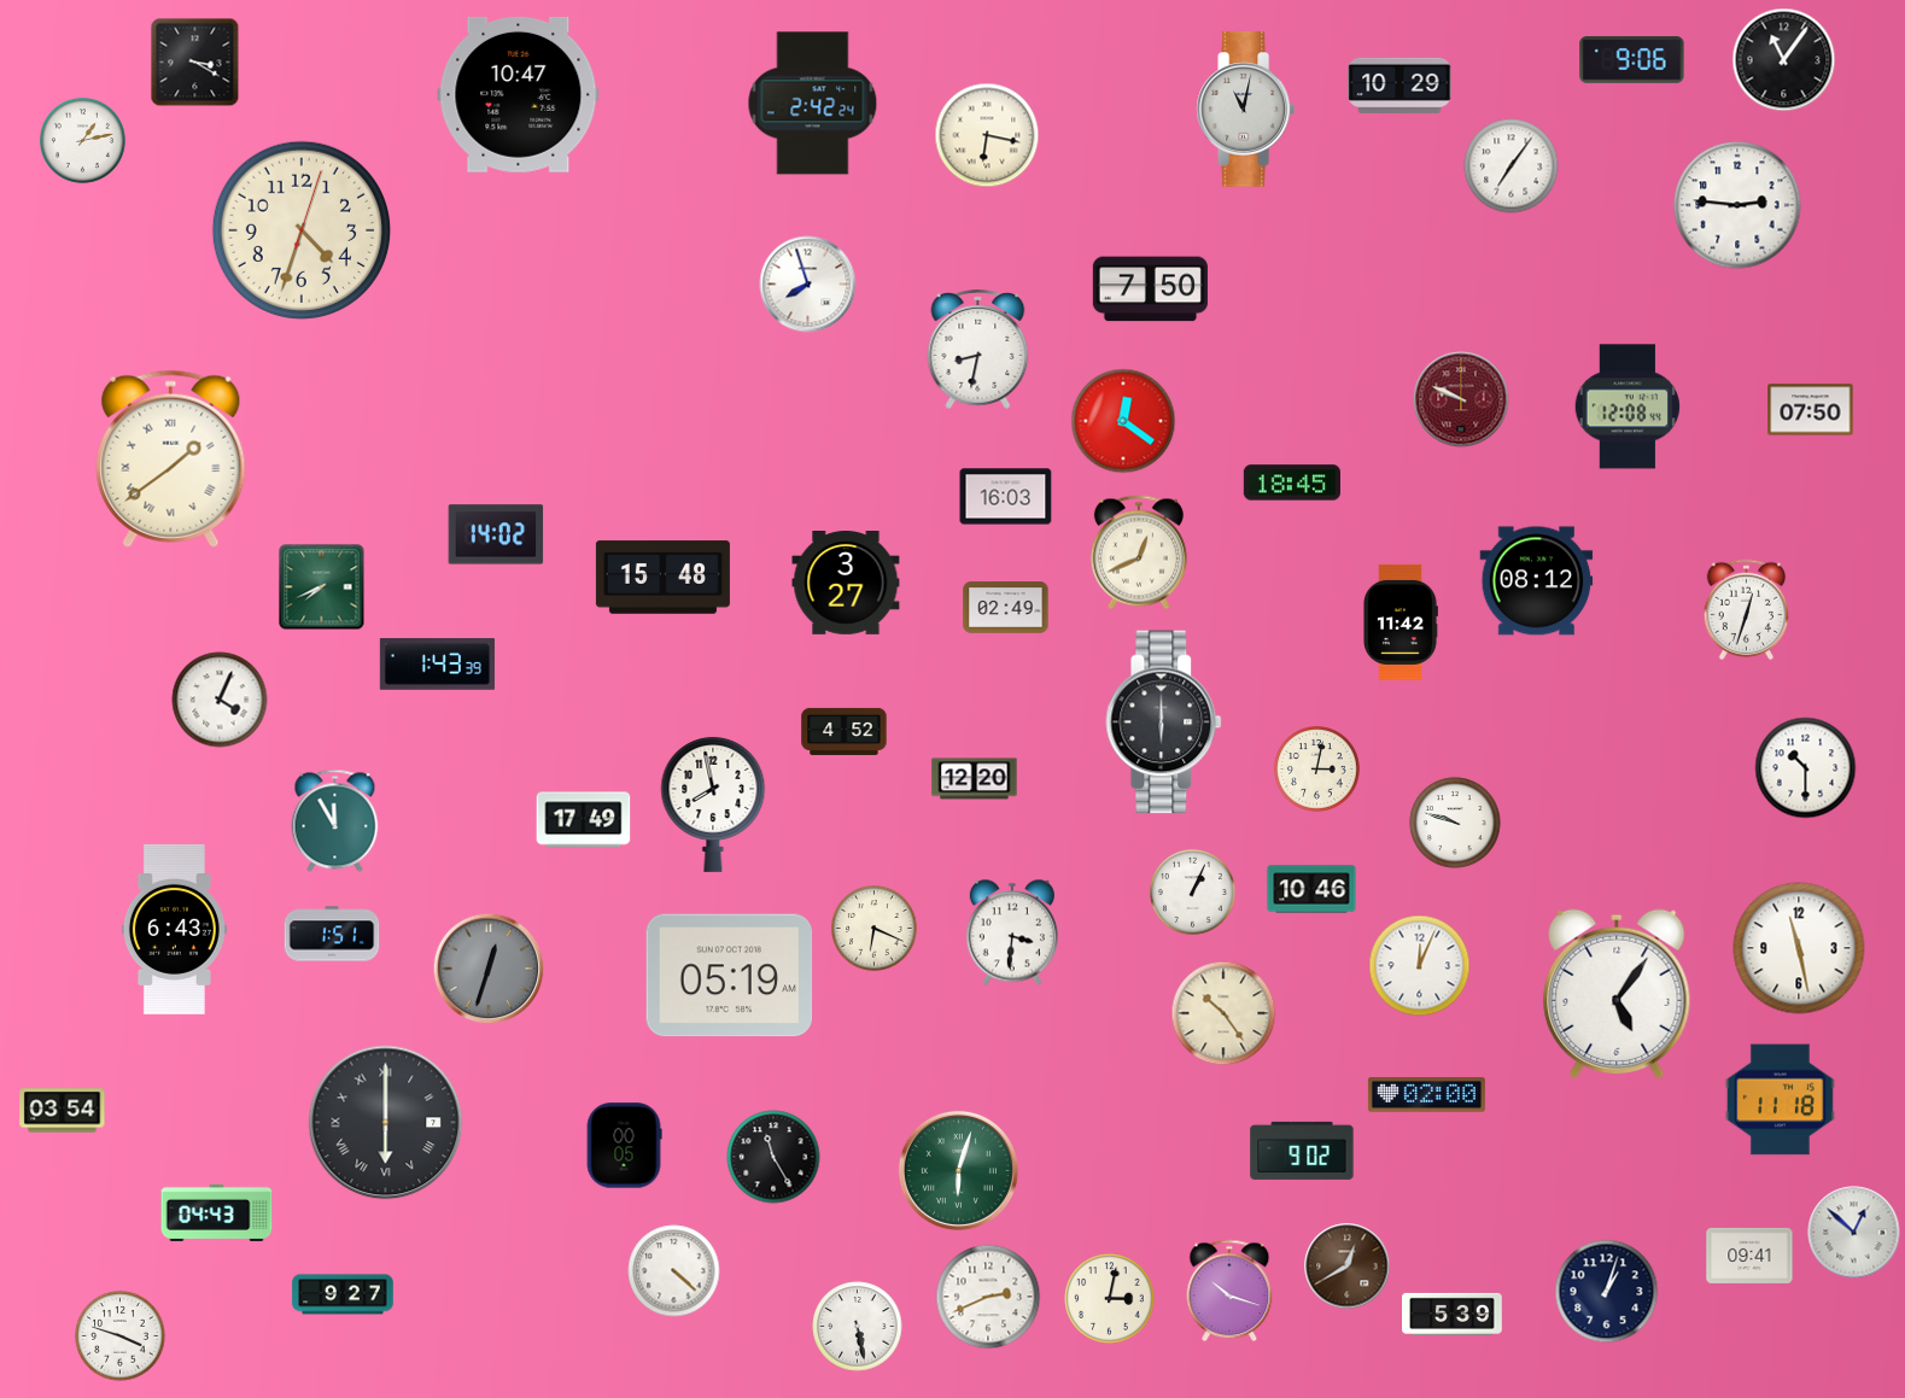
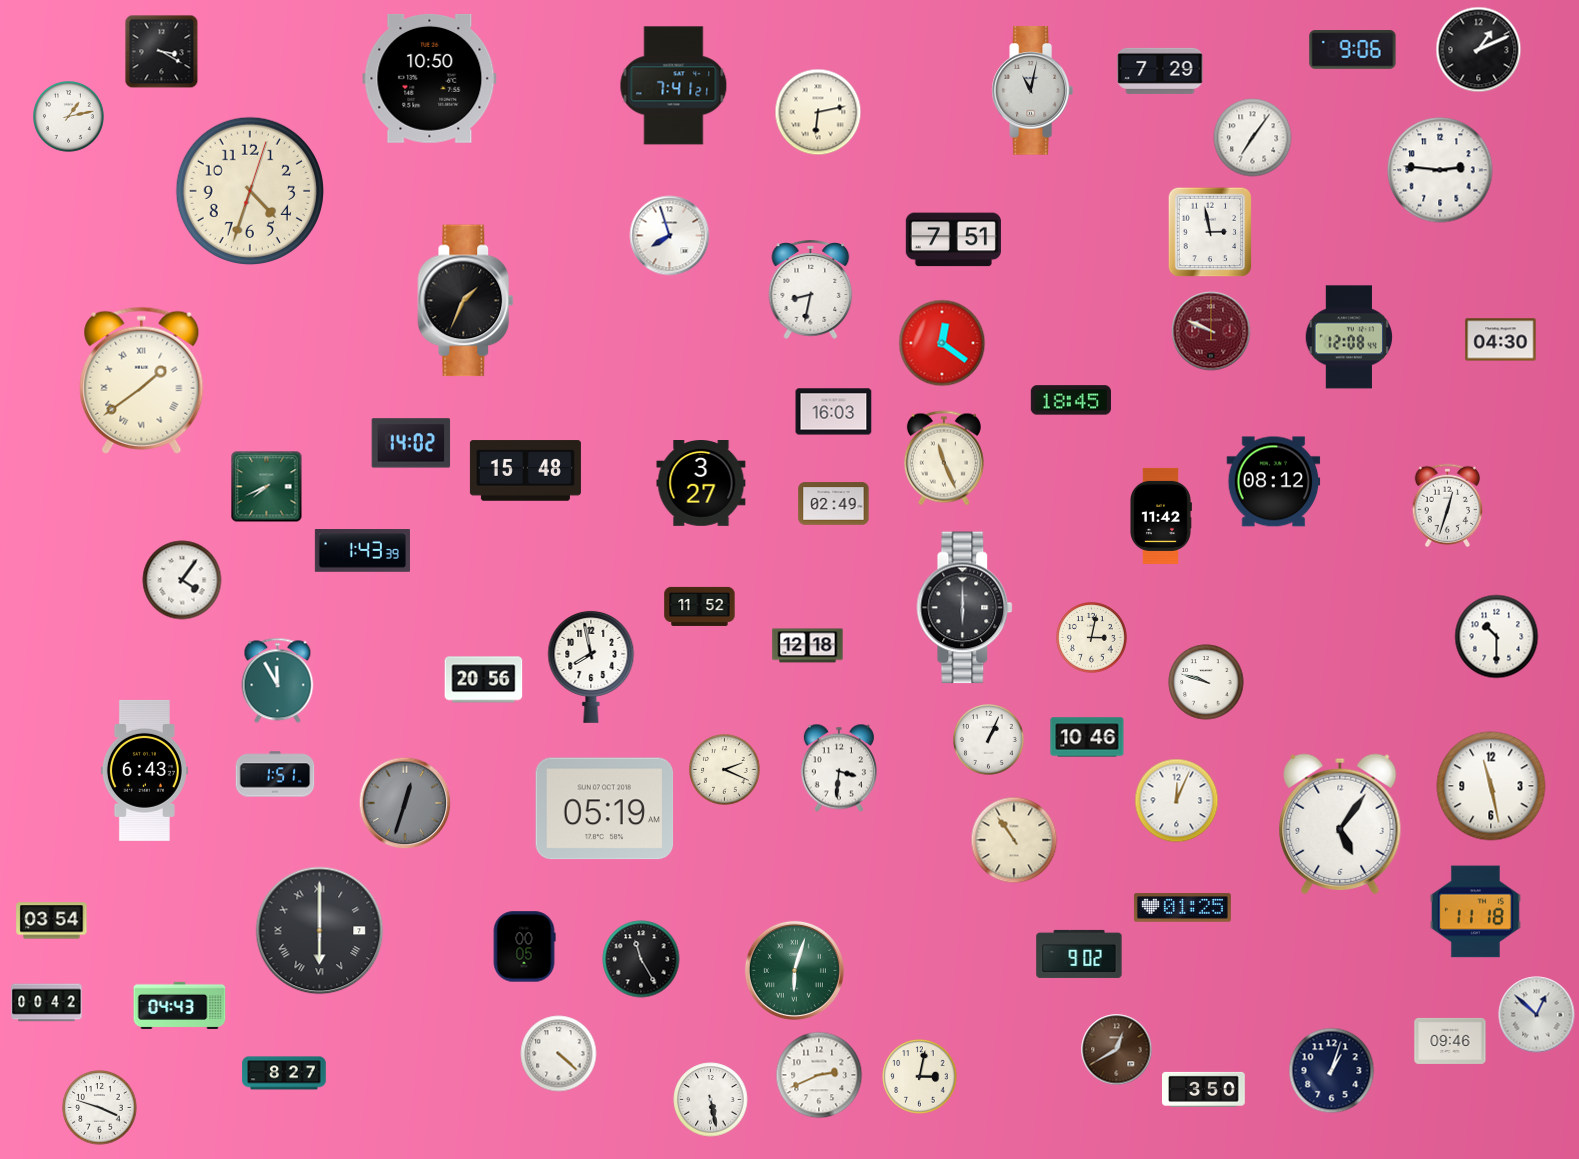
clock at (1784, 60): 11:06 -> 1:11
clock at (1399, 86): 10:29 -> 7:29
clock at (519, 94): 10:47 -> 10:50
clock at (813, 104): 2:42 -> 7:41
clock at (987, 135): 6:17 -> 6:13
clock at (1210, 232): none -> 2:58
clock at (1150, 289): 7:50 -> 7:51
clock at (466, 301): none -> 1:34
clock at (1811, 410): 07:50 -> 04:30
clock at (1123, 421) position: (1123, 421) -> (942, 343)
clock at (1139, 552): 12:41 -> 11:26
clock at (662, 578) position: (662, 578) -> (525, 471)
clock at (220, 700): 4:04 -> 4:06
clock at (1164, 723) position: (1164, 723) -> (965, 608)
clock at (845, 731): 4:52 -> 11:52
clock at (975, 779): 12:20 -> 12:18
clock at (584, 820): 17:49 -> 20:56
clock at (875, 929): 6:19 -> 2:19
clock at (1012, 932) position: (1012, 932) -> (839, 768)
clock at (1223, 1013): 10:24 -> 10:54
clock at (1426, 1095): 02:00 -> 01:25
clock at (624, 1146) position: (624, 1146) -> (524, 947)
clock at (47, 1003): none -> 00:42
clock at (1854, 1233) position: (1854, 1233) -> (1537, 1015)
clock at (1749, 1256): 09:41 -> 09:46
clock at (1229, 1291): 10:18 -> none
clock at (343, 1294): 9:27 -> 8:27
clock at (1453, 1314): 5:39 -> 3:50
